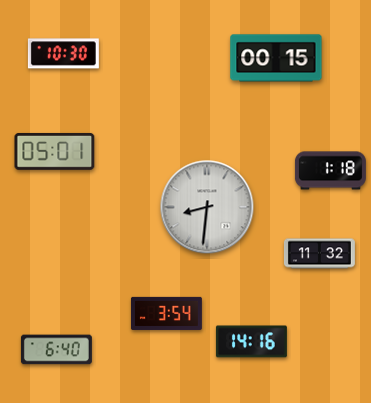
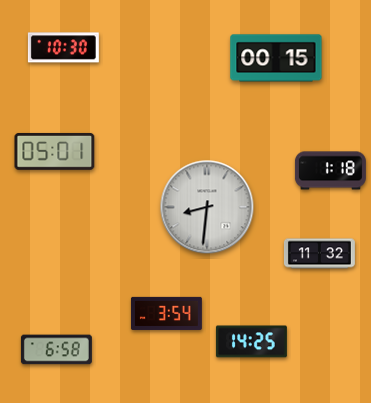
clock at (63, 54) position: (63, 54) -> (63, 48)
clock at (251, 342): 14:16 -> 14:25
clock at (56, 350): 6:40 -> 6:58
